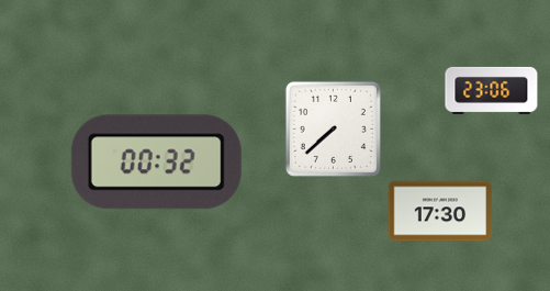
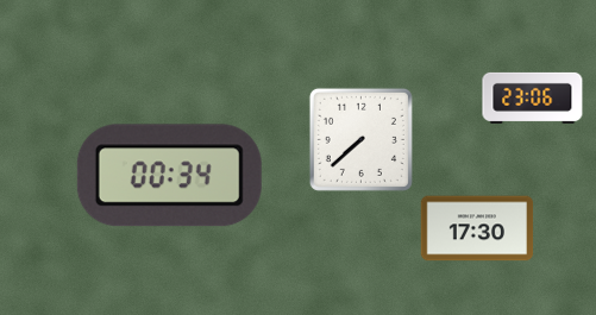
clock at (156, 163): 00:32 -> 00:34
